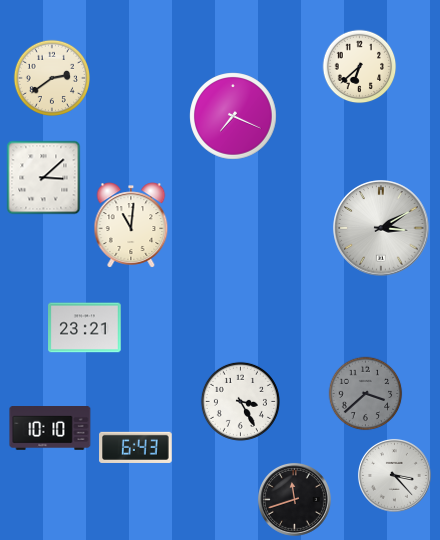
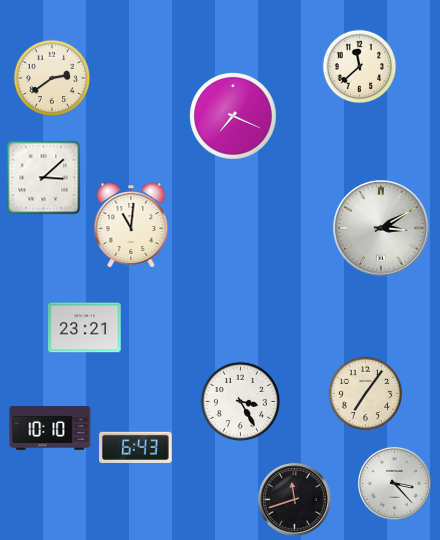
clock at (360, 67): 6:38 -> 11:38
clock at (366, 394): 3:38 -> 7:06
clock at (366, 394) dial: grey -> cream
clock at (394, 475) position: (394, 475) -> (394, 483)
